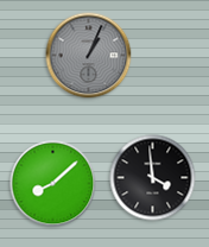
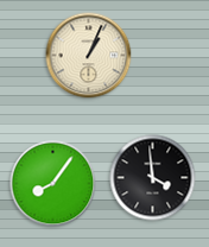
clock at (89, 56) dial: grey -> cream
clock at (53, 184): 8:08 -> 8:06
